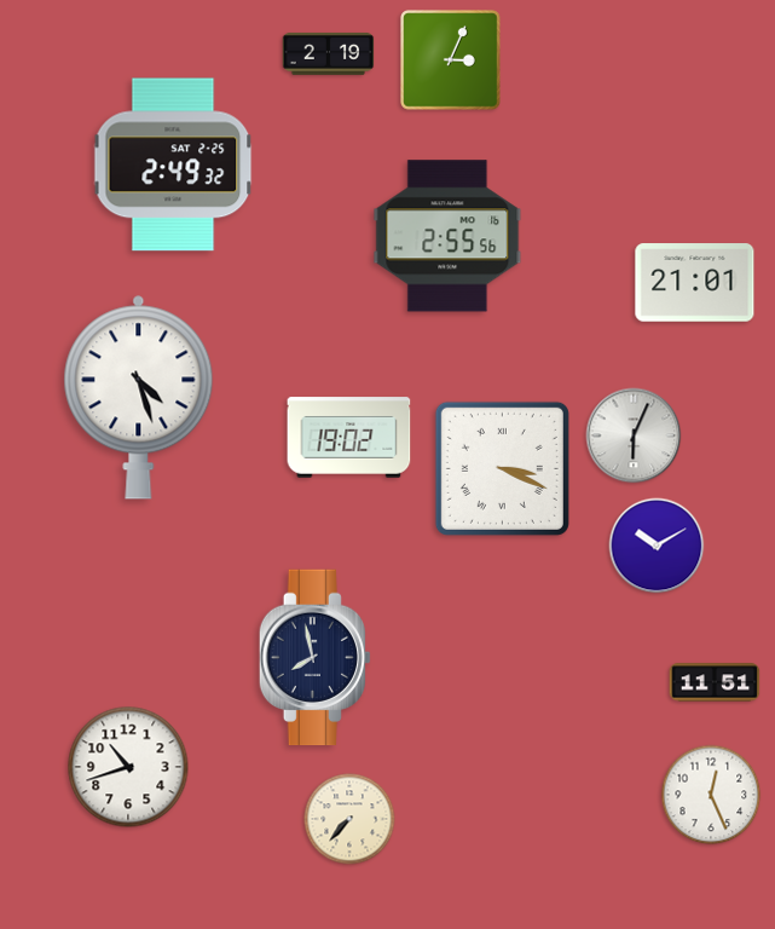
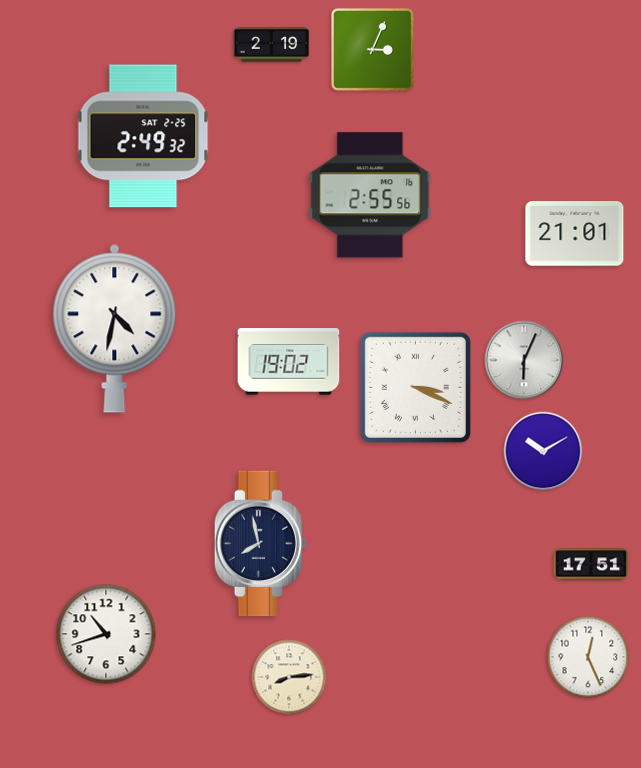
clock at (139, 397): 4:27 -> 4:32
clock at (715, 682): 11:51 -> 17:51
clock at (349, 819): 7:37 -> 8:14
